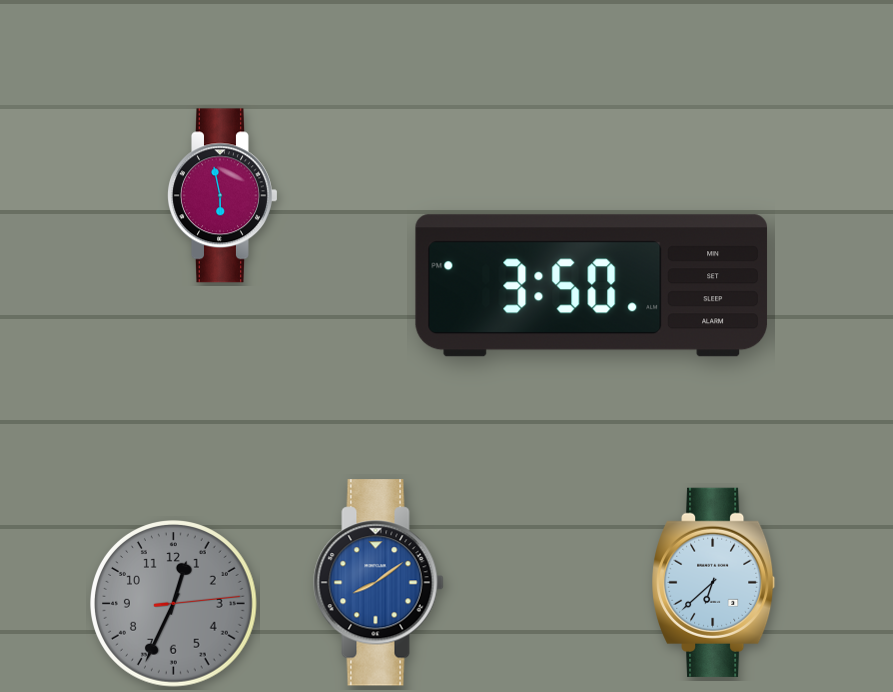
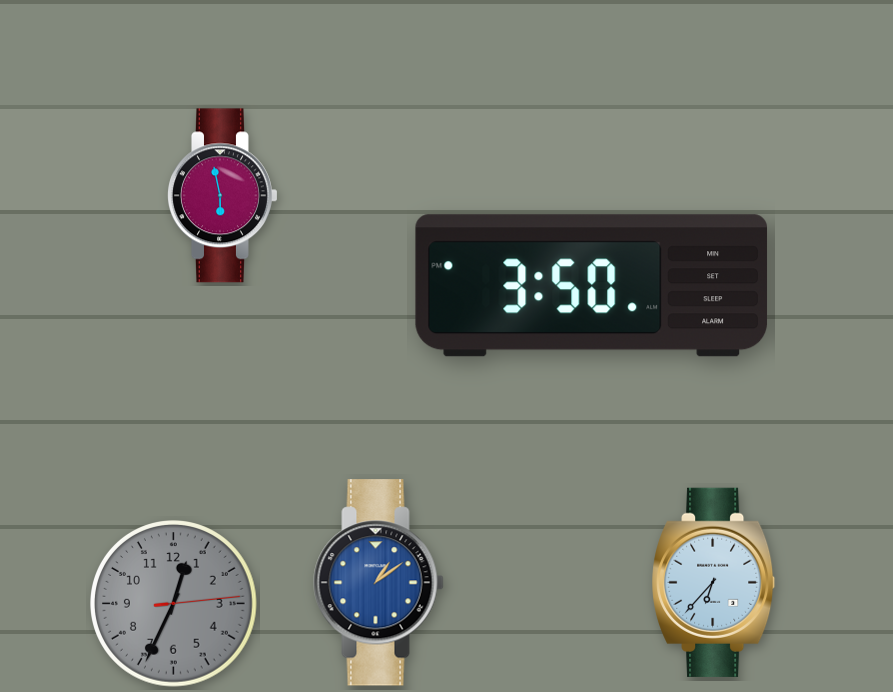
clock at (714, 582): 6:38 -> 6:37
clock at (379, 583): 8:09 -> 1:09
